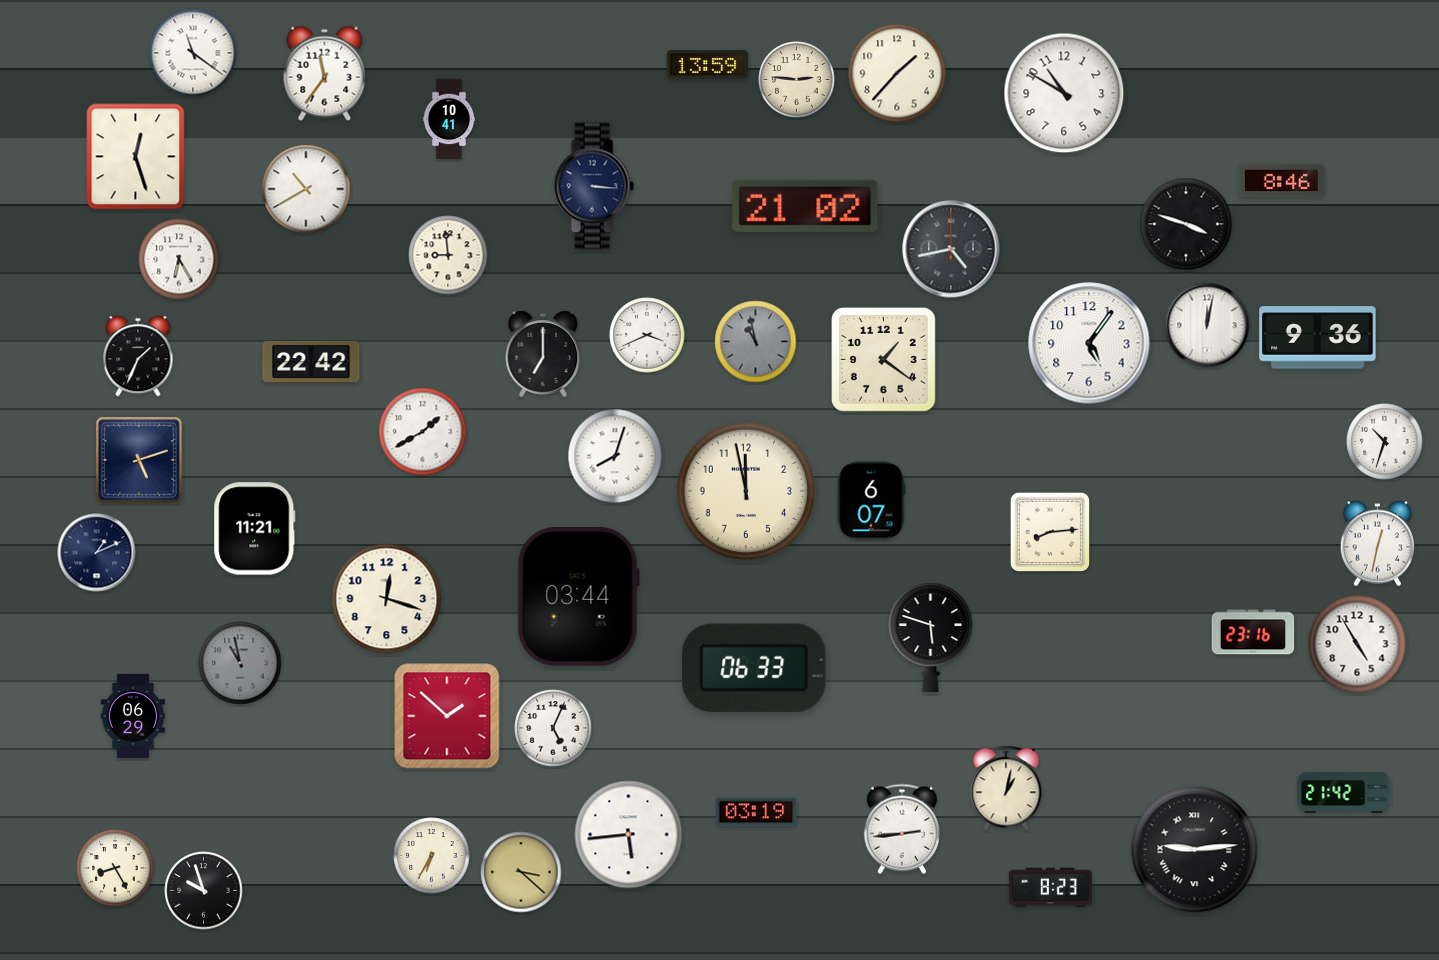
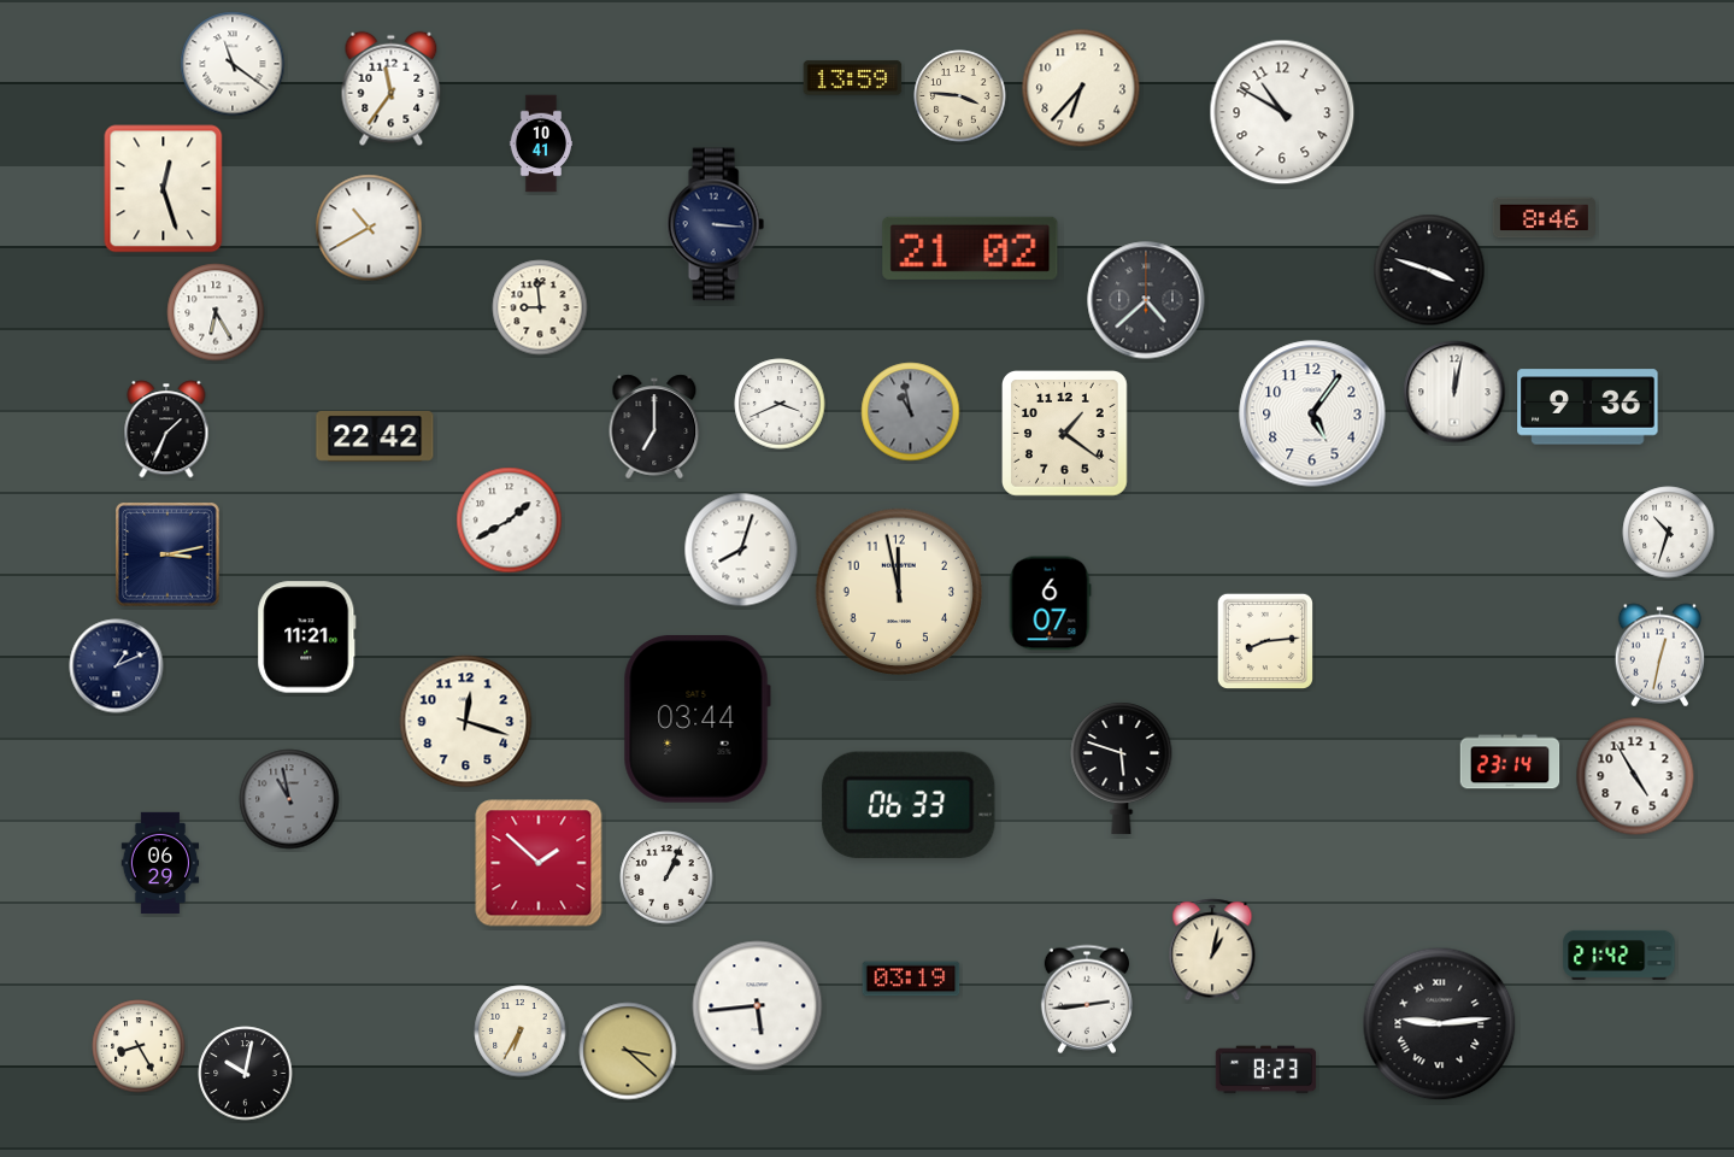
clock at (897, 73): 1:37 -> 6:37
clock at (797, 80): 2:46 -> 3:46
clock at (951, 249): 4:43 -> 4:38
clock at (140, 461): 5:12 -> 3:13
clock at (1253, 632): 23:16 -> 23:14
clock at (553, 728): 5:04 -> 1:04
clock at (204, 891): 9:57 -> 10:02
